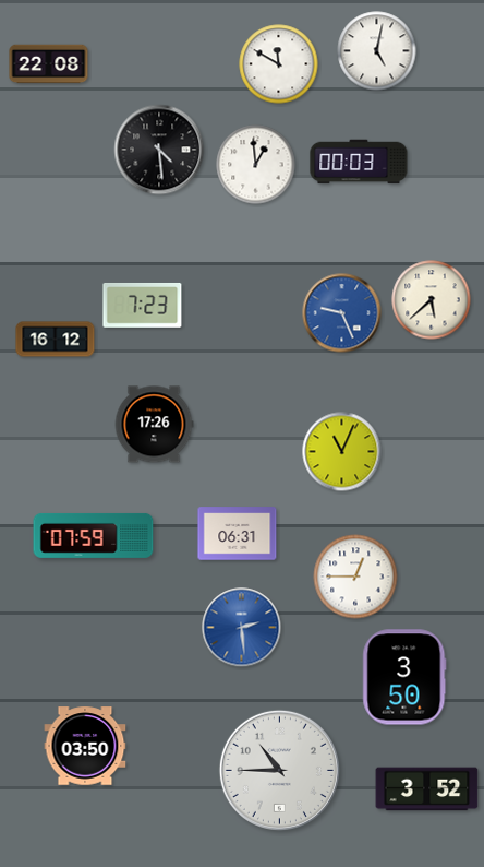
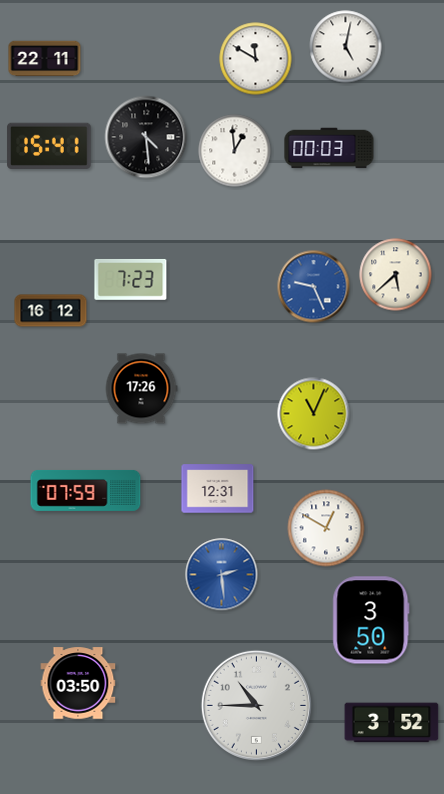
clock at (49, 64): 22:08 -> 22:11
clock at (49, 145): none -> 15:41
clock at (238, 534): 06:31 -> 12:31
clock at (355, 577): 12:45 -> 12:50
